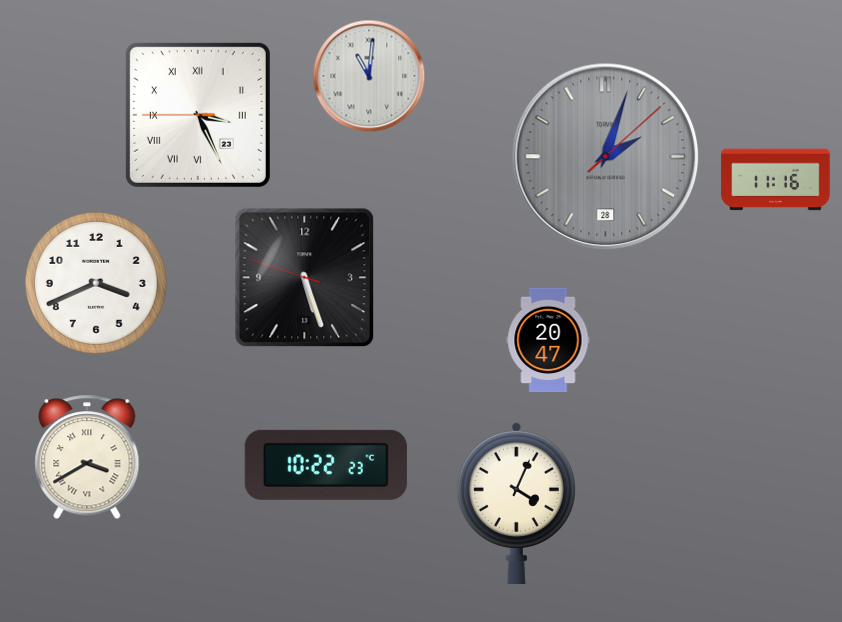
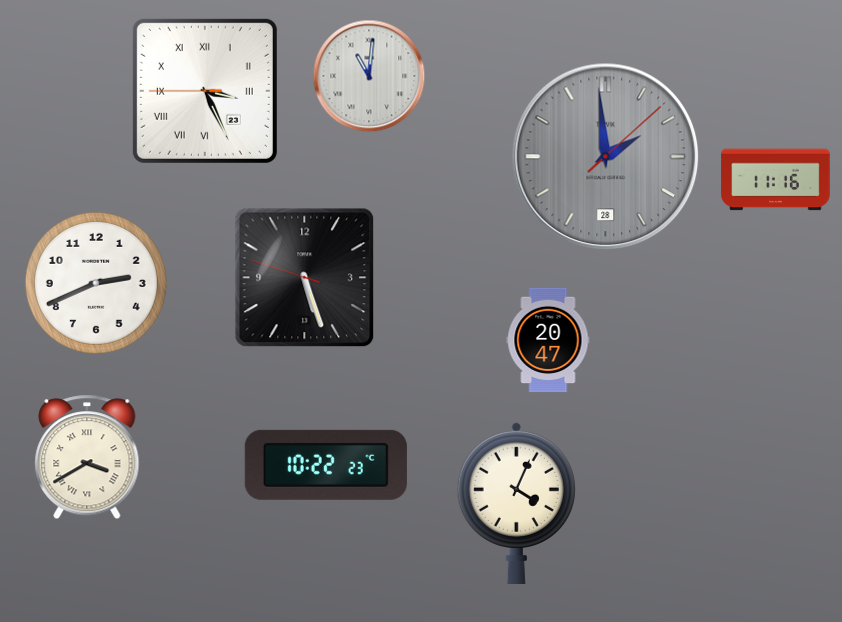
clock at (198, 115) position: (198, 115) -> (205, 91)
clock at (606, 157): 2:03 -> 1:59
clock at (96, 283): 3:41 -> 2:41
